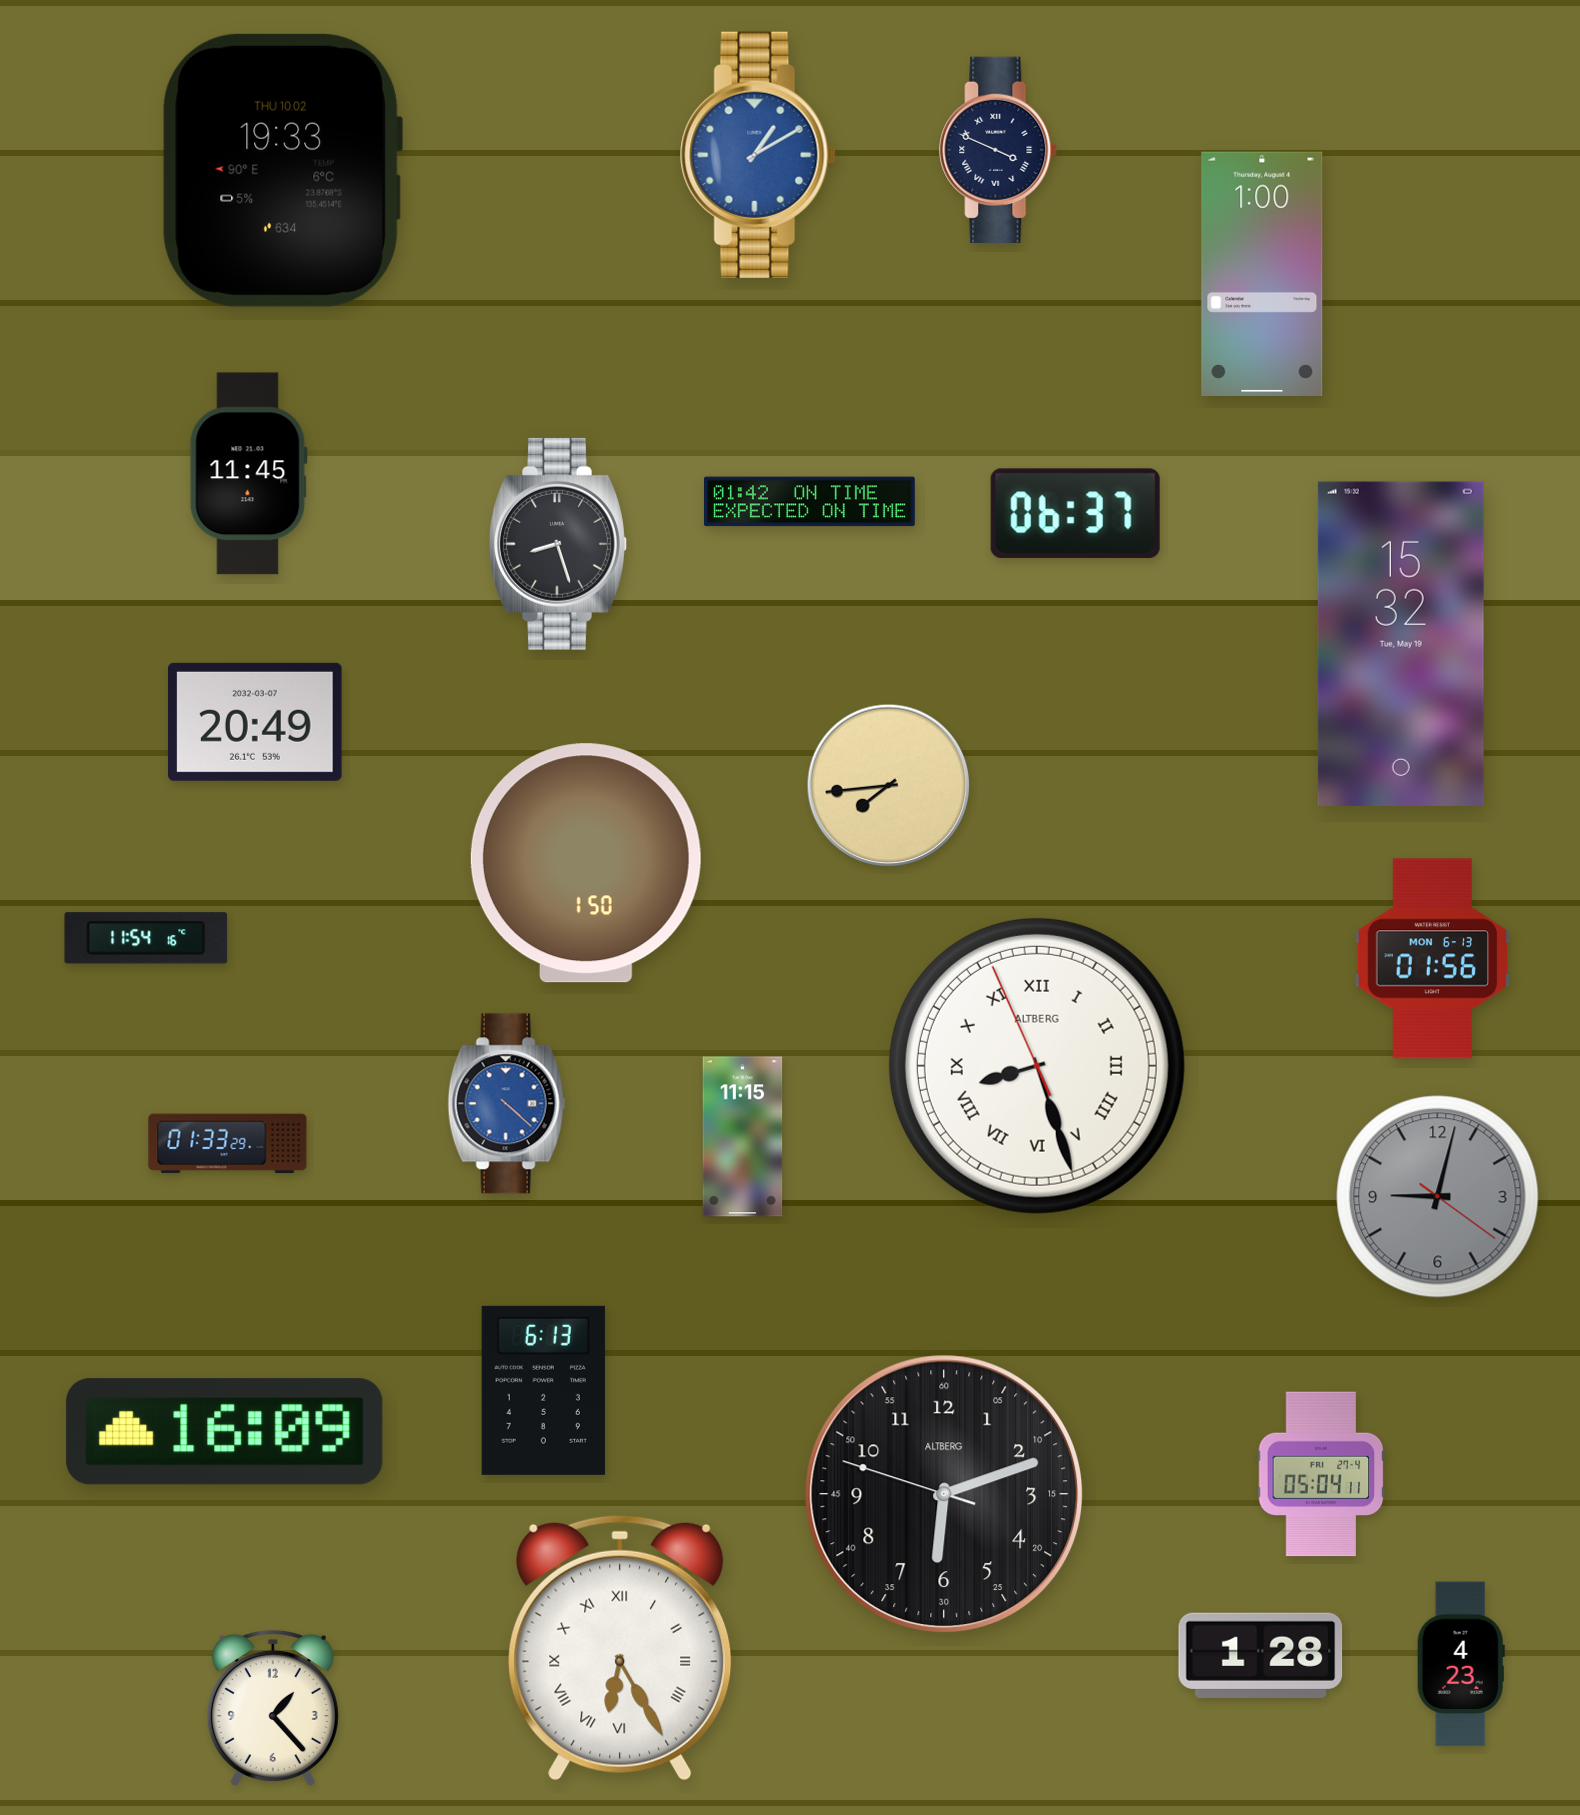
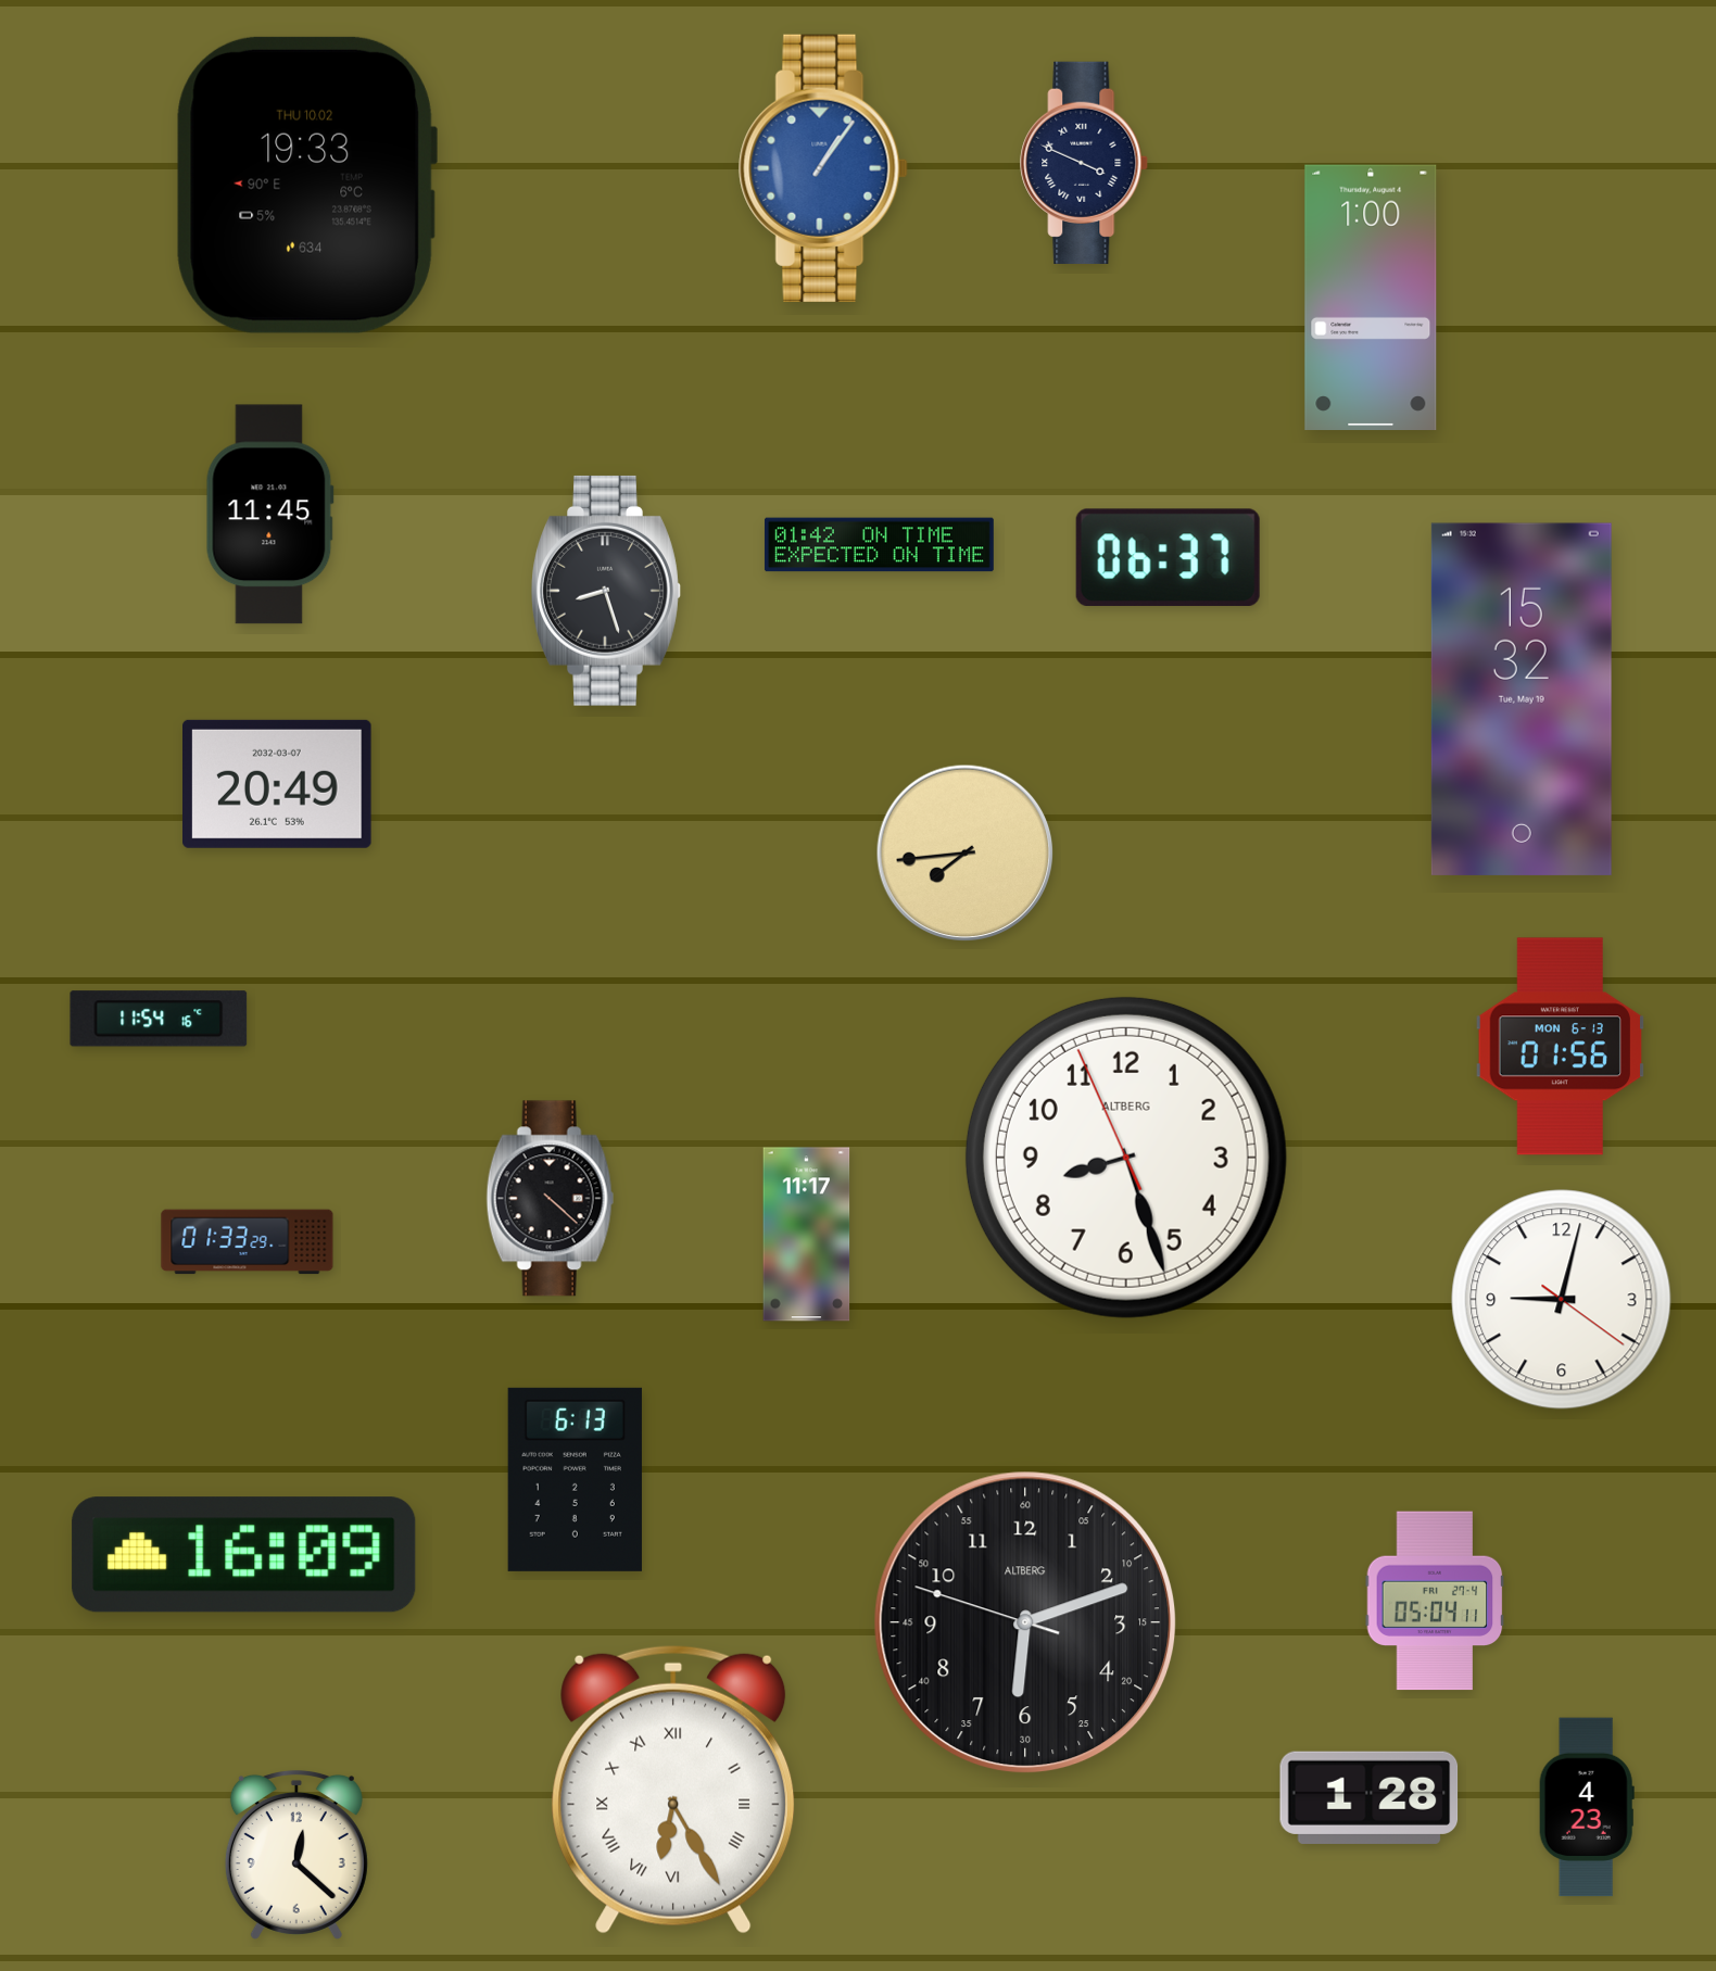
clock at (758, 155): 1:10 -> 1:06
clock at (586, 863): 1:50 -> none
clock at (1433, 959) position: (1433, 959) -> (1561, 1047)
clock at (1037, 1066) numerals: Roman -> Arabic
clock at (507, 1104) dial: blue -> black
clock at (743, 1137): 11:15 -> 11:17
clock at (1438, 1197) dial: grey -> white
clock at (543, 1390) position: (543, 1390) -> (575, 1479)
clock at (273, 1708): 1:23 -> 12:22
